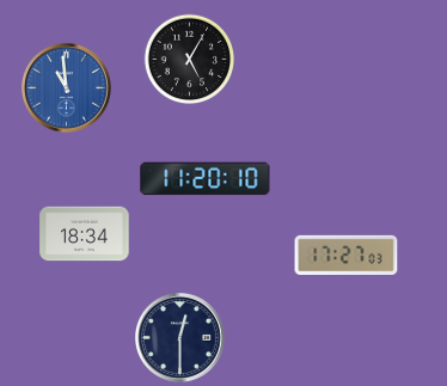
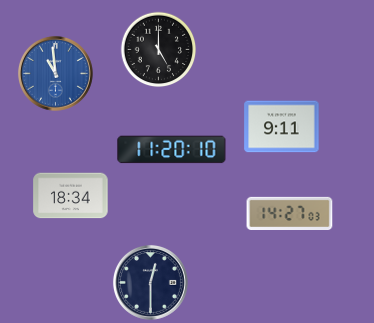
clock at (190, 60): 5:05 -> 5:00
clock at (282, 127): none -> 9:11
clock at (347, 255): 17:27 -> 14:27
